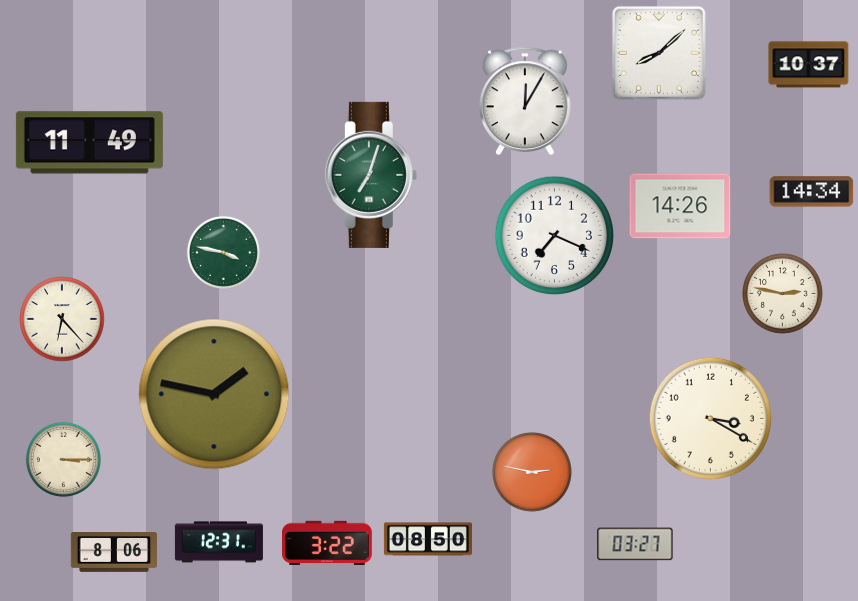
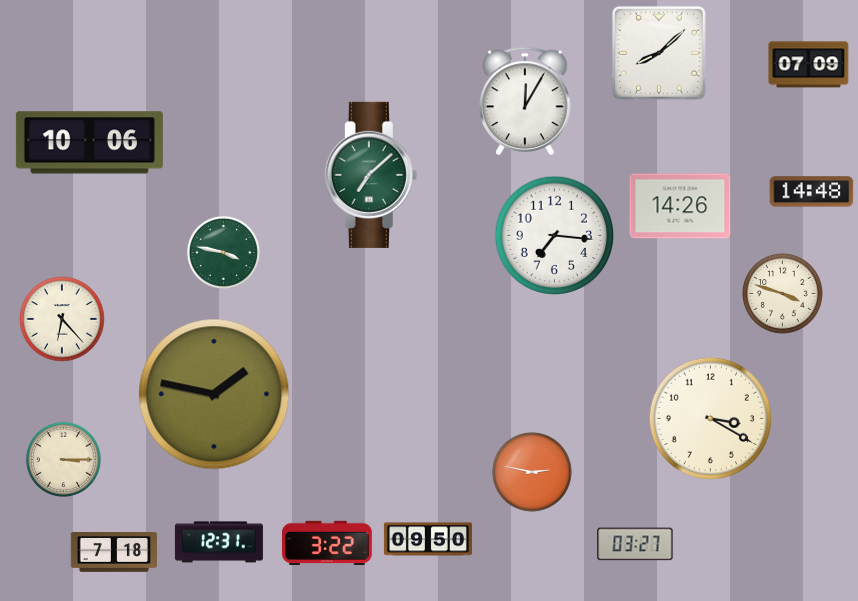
clock at (809, 65): 10:37 -> 07:09
clock at (89, 143): 11:49 -> 10:06
clock at (371, 175): 7:03 -> 7:08
clock at (812, 192): 14:34 -> 14:48
clock at (555, 236): 7:19 -> 7:16
clock at (783, 294): 2:47 -> 3:48
clock at (428, 539): 08:50 -> 09:50
clock at (113, 553): 8:06 -> 7:18
